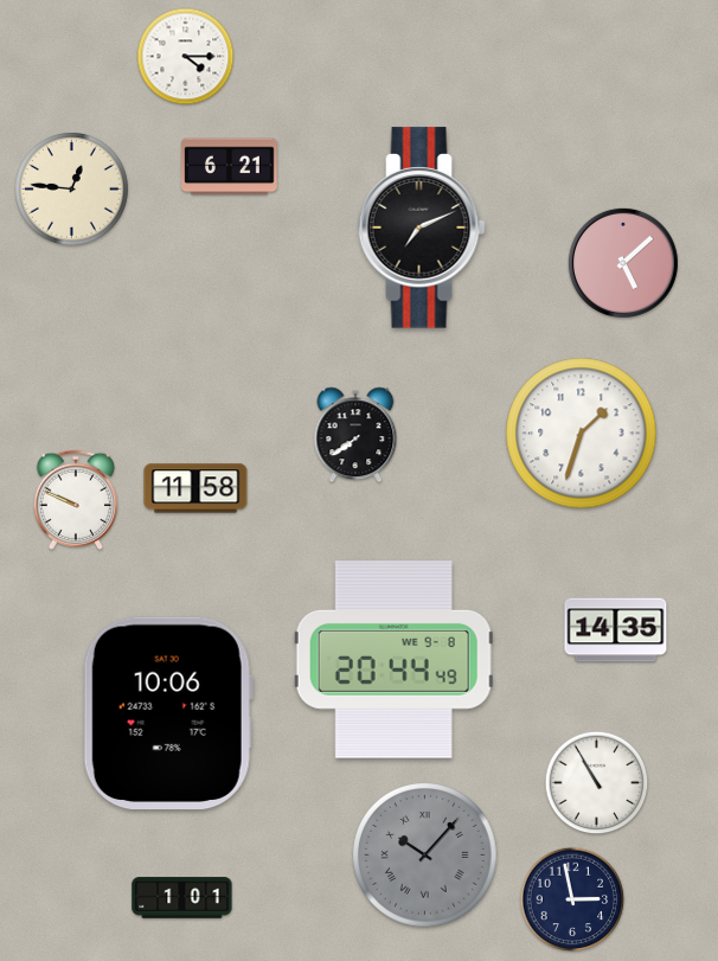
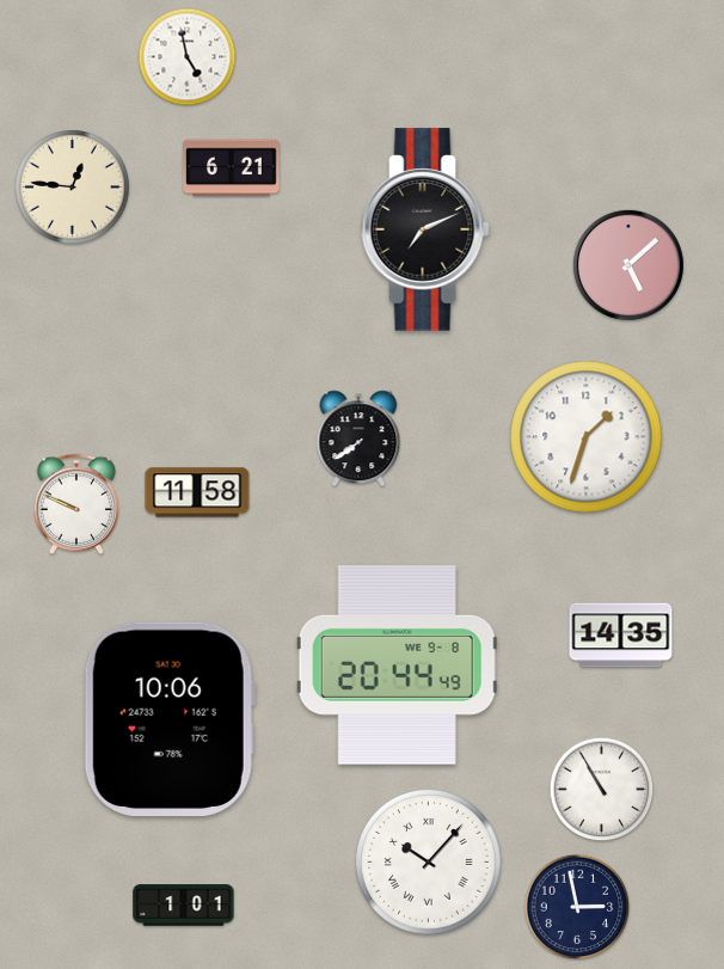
clock at (186, 57): 4:15 -> 4:58
clock at (72, 190) position: (72, 190) -> (73, 188)
clock at (425, 856) dial: grey -> white
